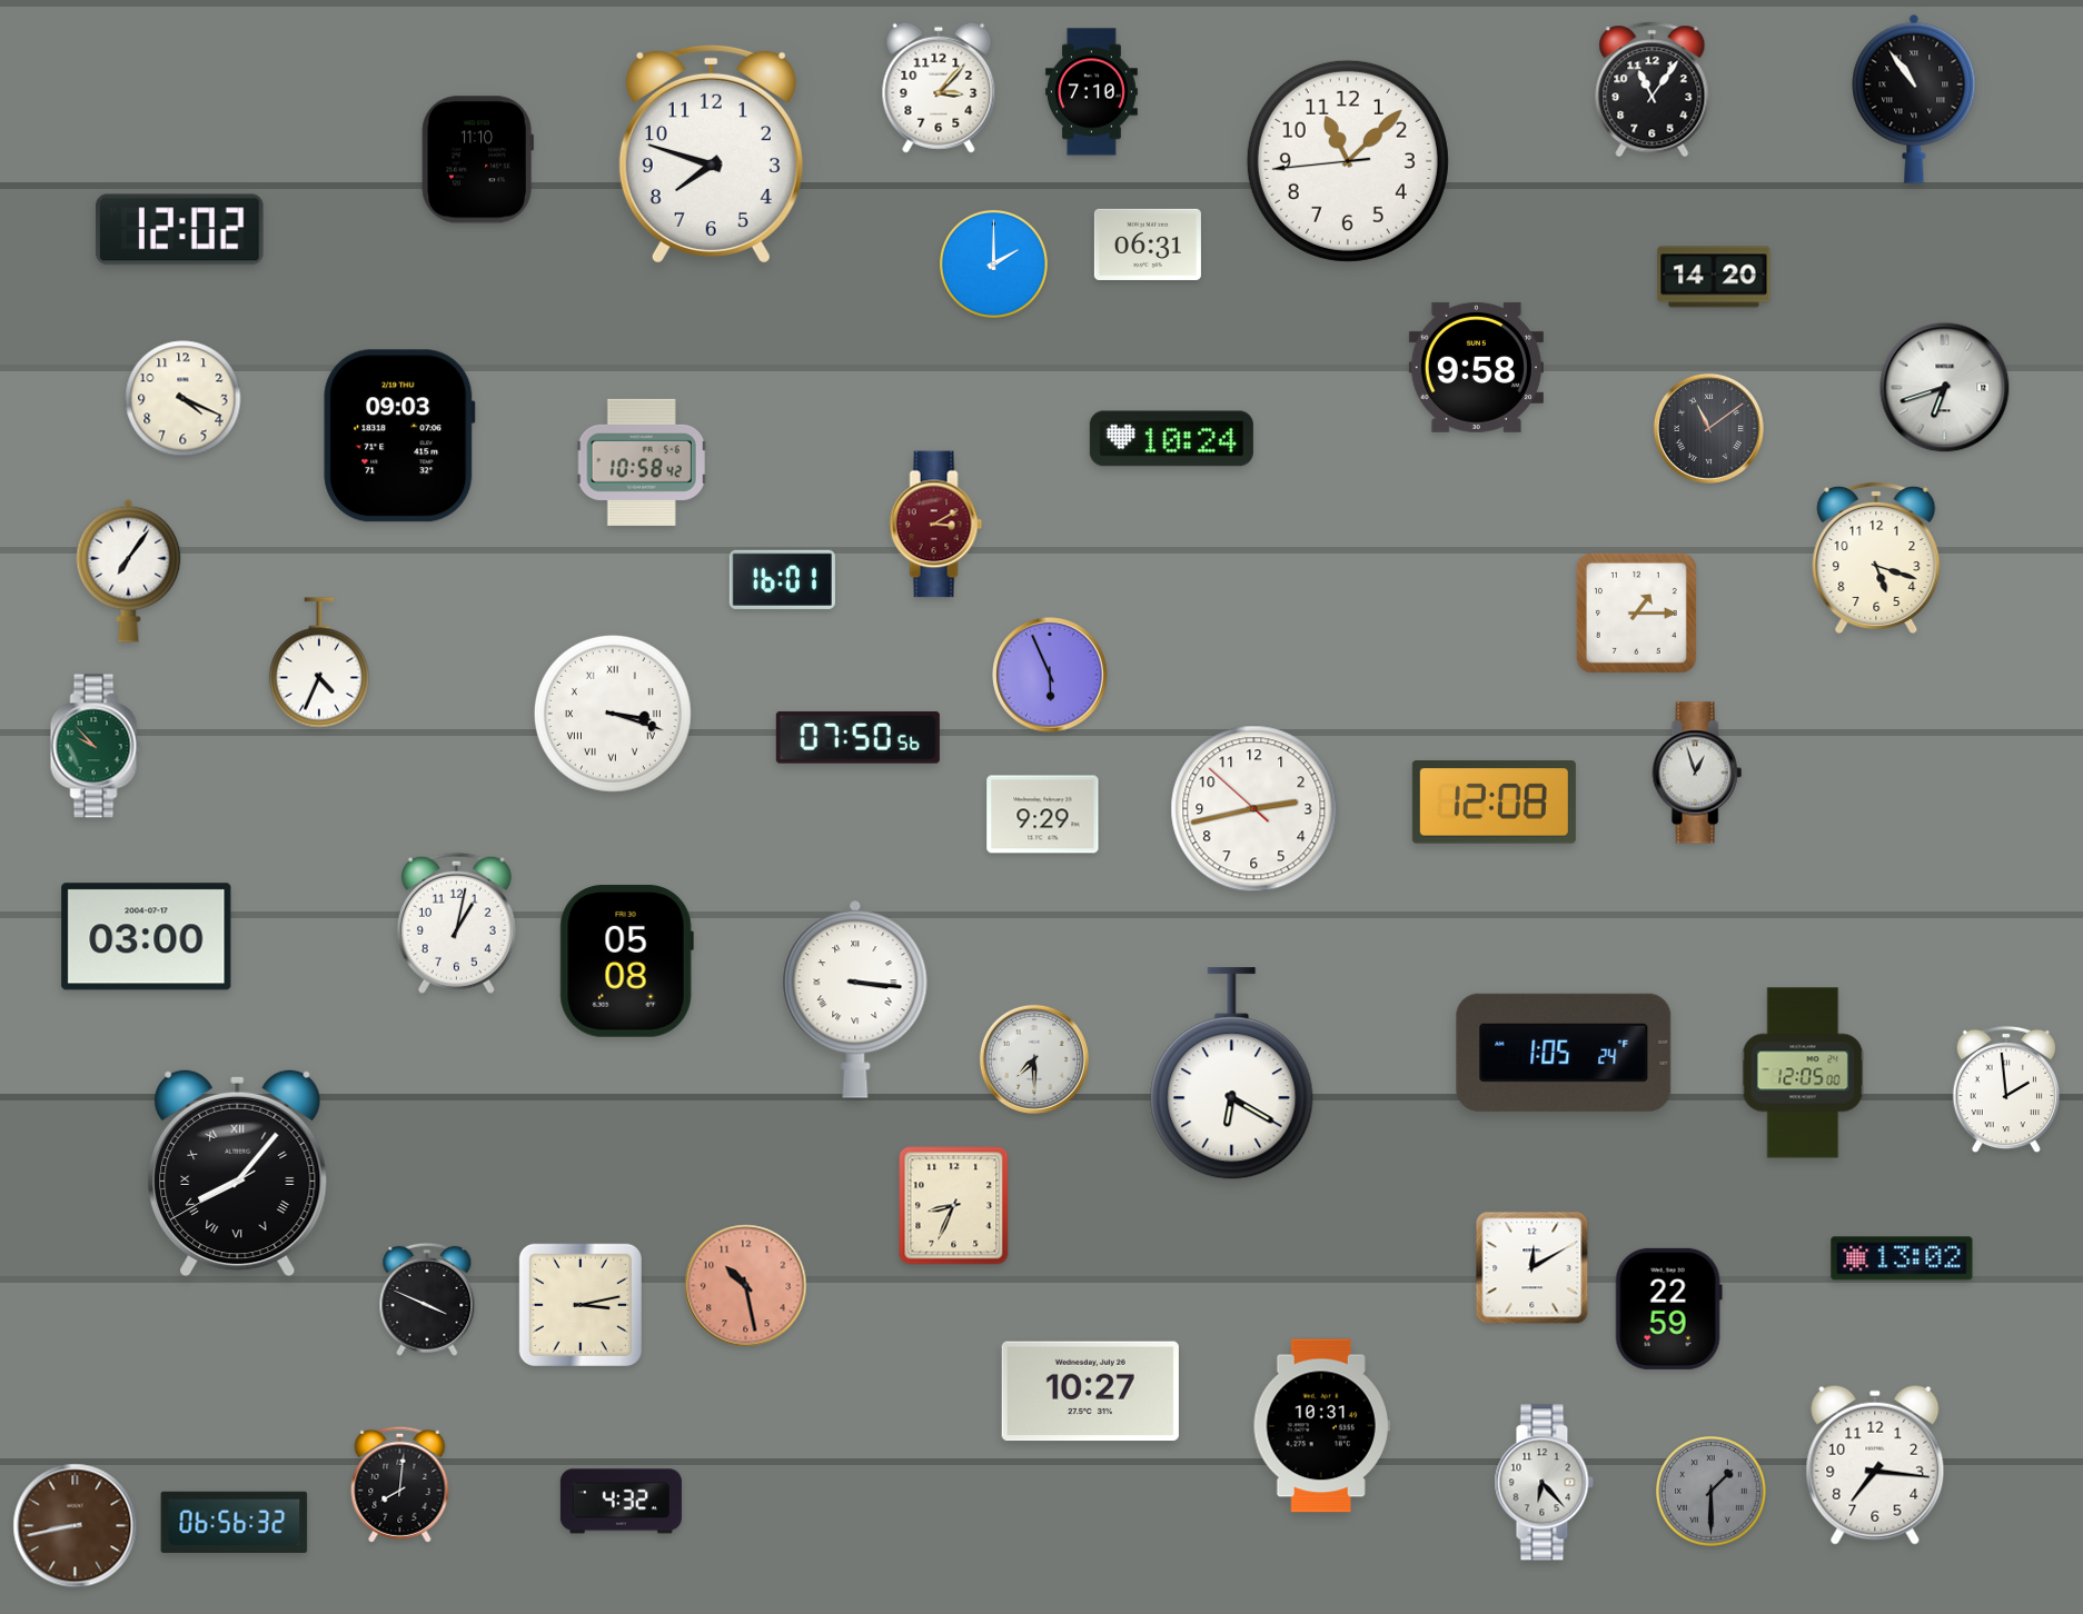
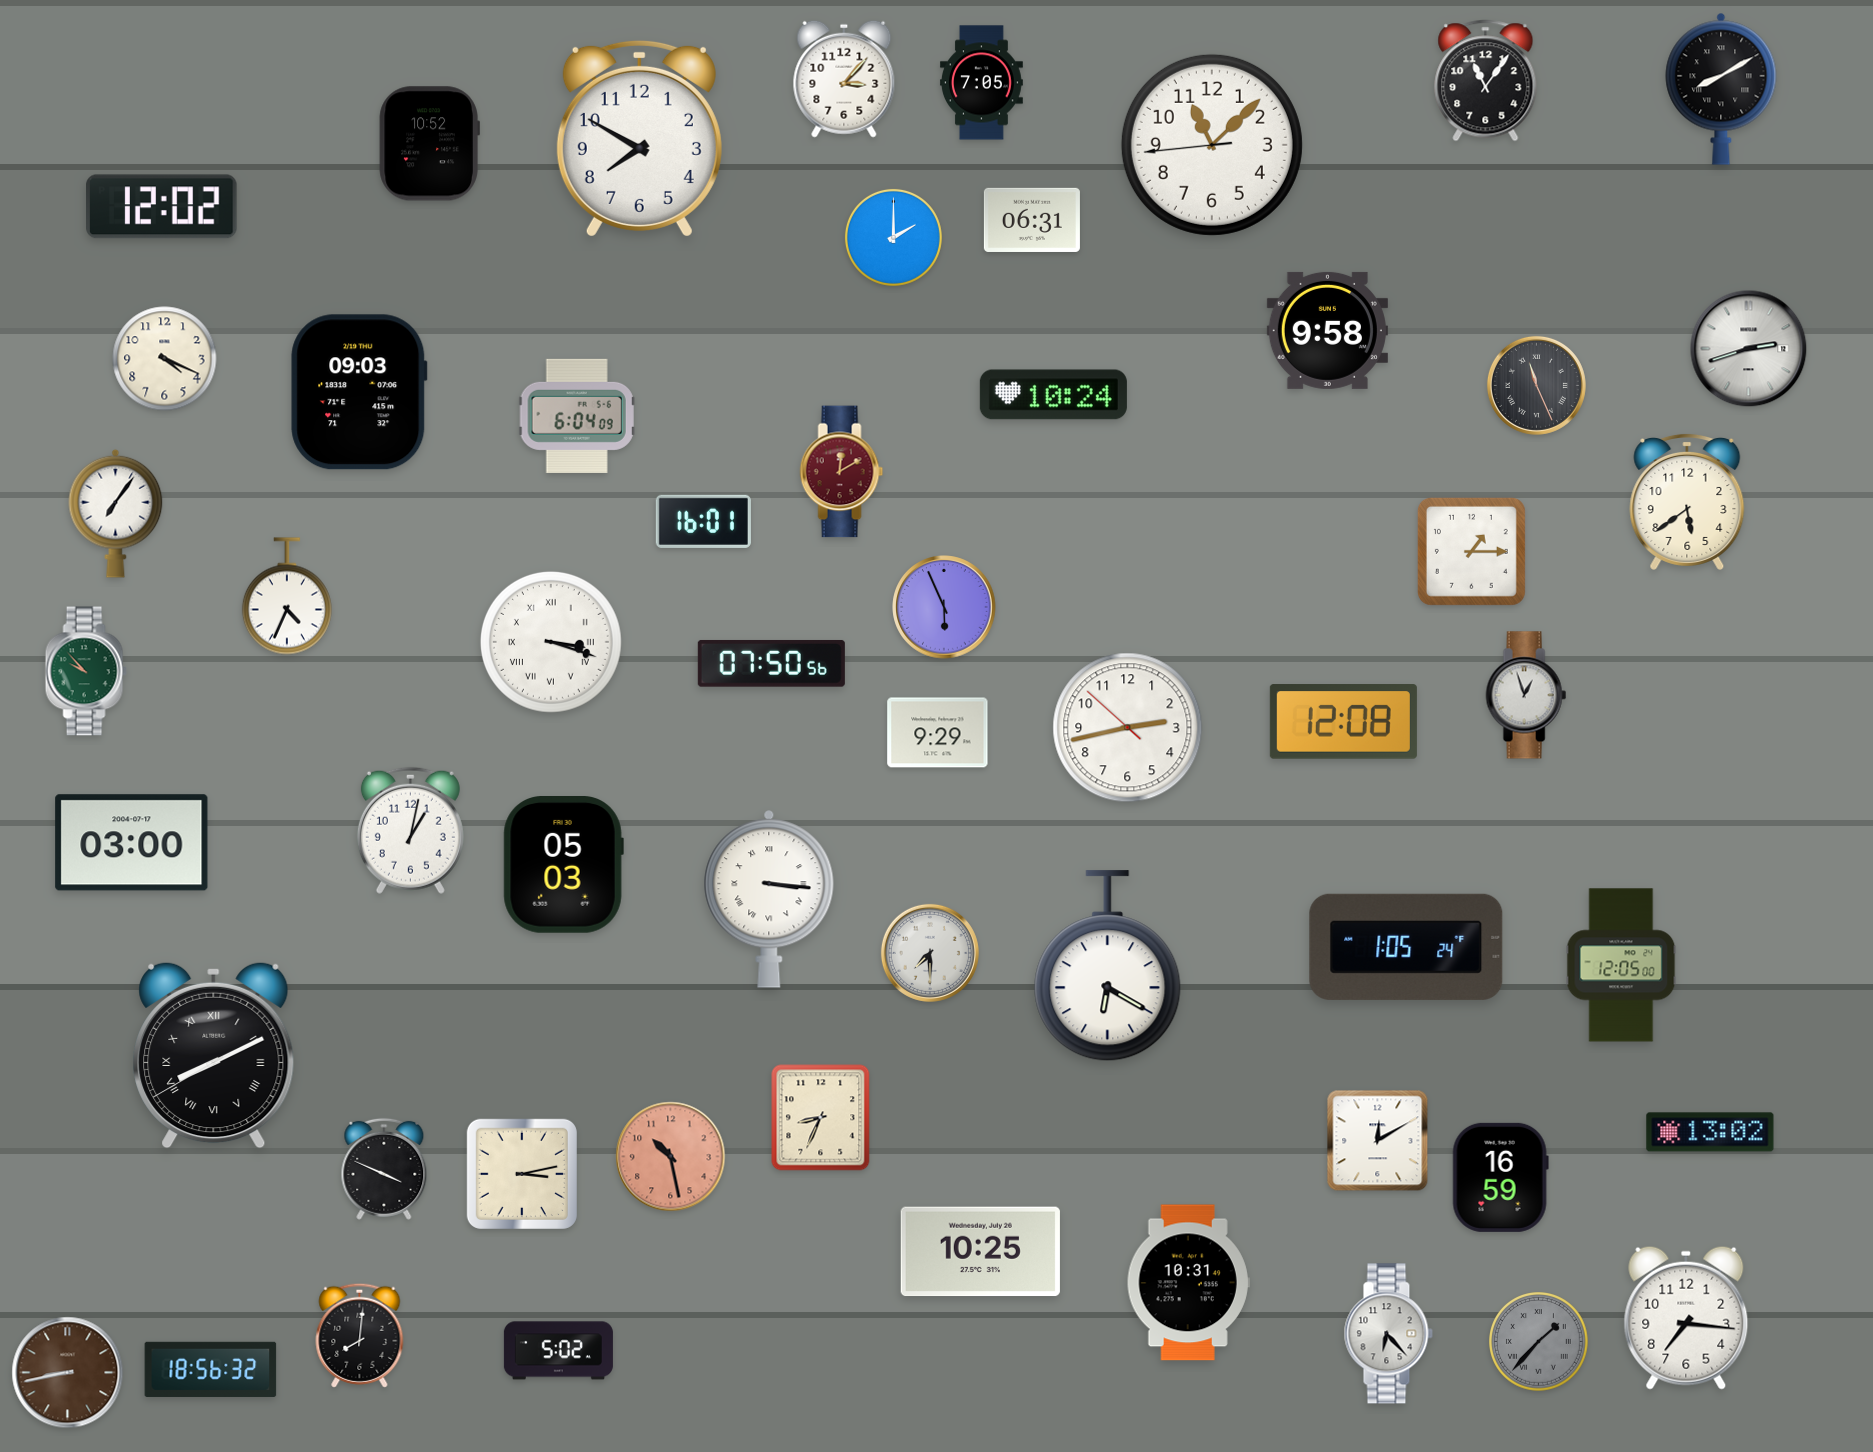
clock at (1091, 92): 7:10 -> 7:05
clock at (1914, 99): 10:54 -> 8:10
clock at (711, 153): 7:48 -> 7:50
clock at (477, 160): 11:10 -> 10:52
clock at (1714, 277): 14:20 -> none
clock at (1945, 388): 6:42 -> 2:42
clock at (1708, 428): 11:09 -> 11:26
clock at (642, 462): 10:58 -> 6:04
clock at (936, 525): 3:10 -> 12:10
clock at (1876, 557): 5:18 -> 5:39
clock at (626, 962): 05:08 -> 05:03
clock at (2006, 1089): 1:59 -> none
clock at (238, 1173): 8:06 -> 8:10
clock at (954, 1206) position: (954, 1206) -> (821, 1118)
clock at (1668, 1308): 22:59 -> 16:59
clock at (1090, 1392): 10:27 -> 10:25
clock at (1712, 1492): 1:30 -> 1:37
clock at (621, 1502): 4:32 -> 5:02
clock at (235, 1522): 06:56 -> 18:56
